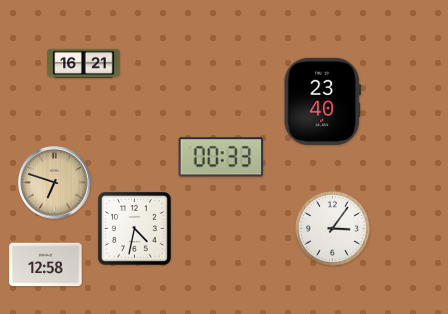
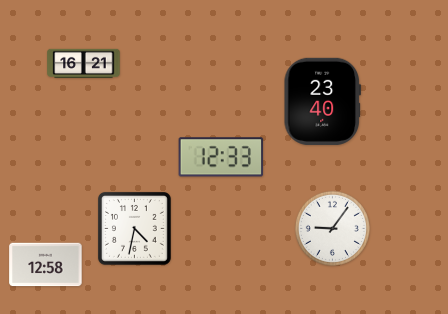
clock at (221, 157): 00:33 -> 12:33
clock at (55, 183): 6:48 -> none
clock at (332, 228): 3:06 -> 9:06
